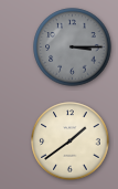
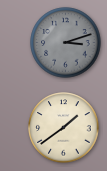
clock at (73, 48): 3:15 -> 3:12
